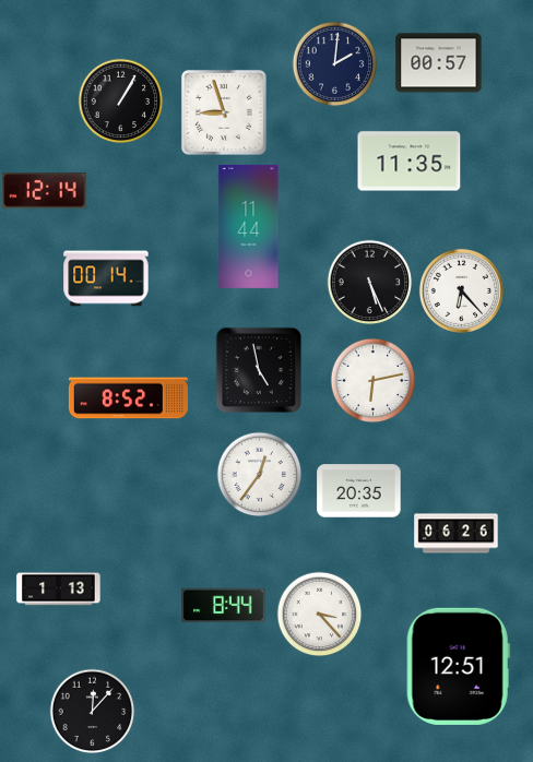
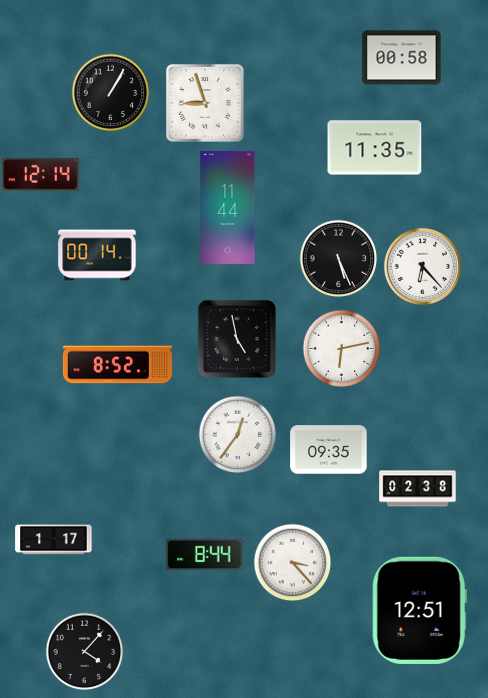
clock at (334, 63): 2:01 -> none
clock at (439, 63): 00:57 -> 00:58
clock at (359, 491): 20:35 -> 09:35
clock at (457, 534): 06:26 -> 02:38
clock at (59, 590): 1:13 -> 1:17
clock at (92, 711): 12:07 -> 4:07
